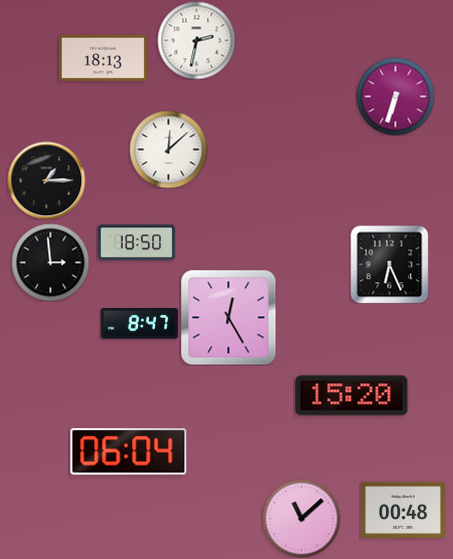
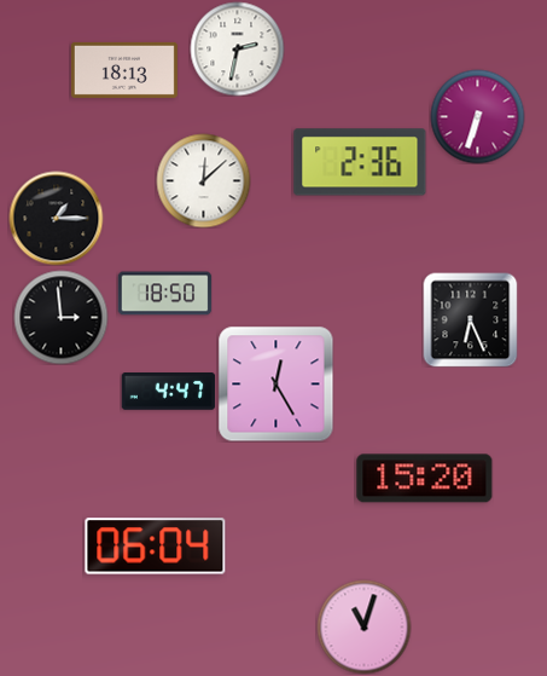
clock at (360, 162): none -> 2:36
clock at (139, 324): 8:47 -> 4:47
clock at (403, 509): 00:48 -> none
clock at (301, 518): 11:08 -> 11:03
